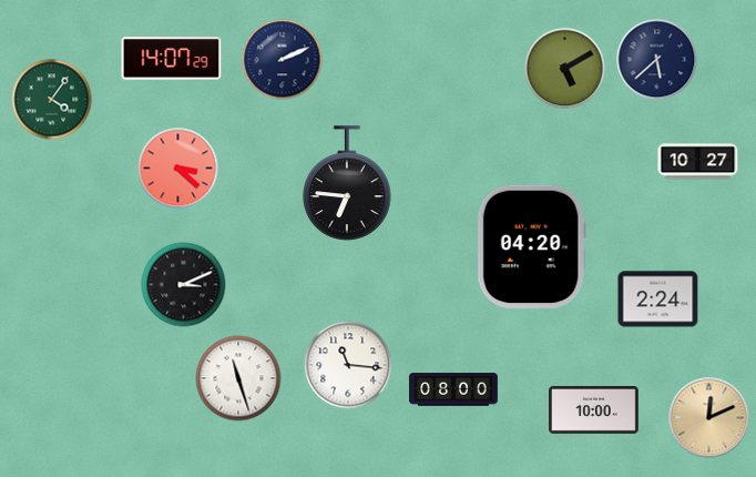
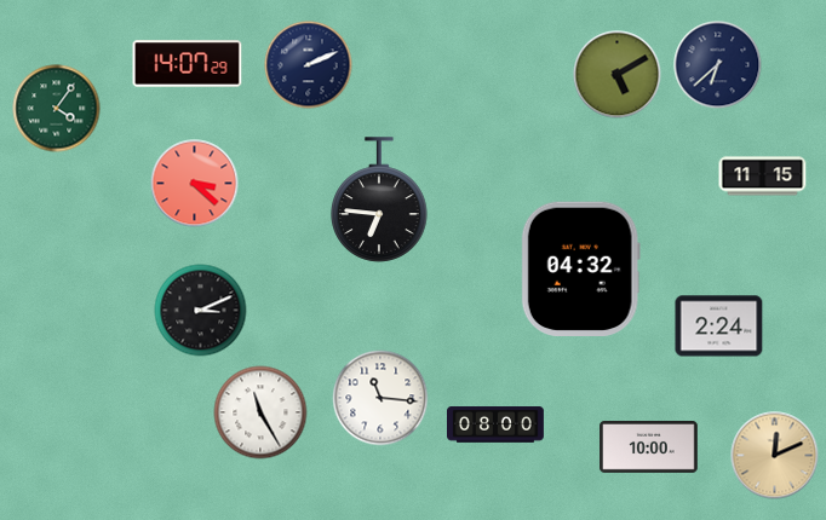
clock at (657, 60): 5:38 -> 6:38
clock at (698, 162): 10:27 -> 11:15
clock at (531, 246): 04:20 -> 04:32
clock at (238, 378): 11:27 -> 11:25
